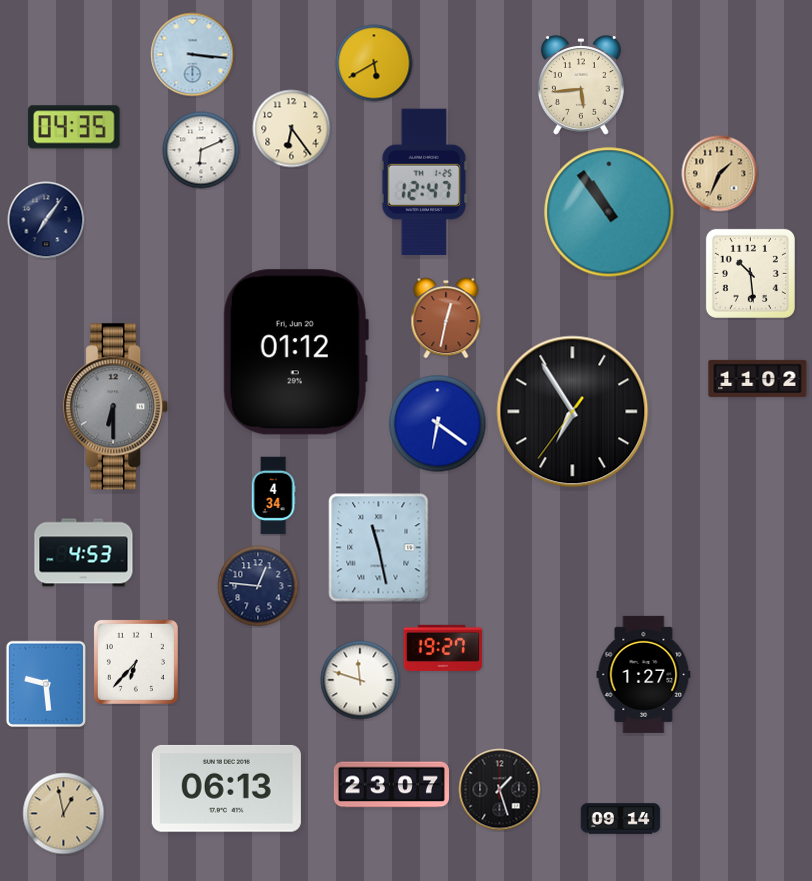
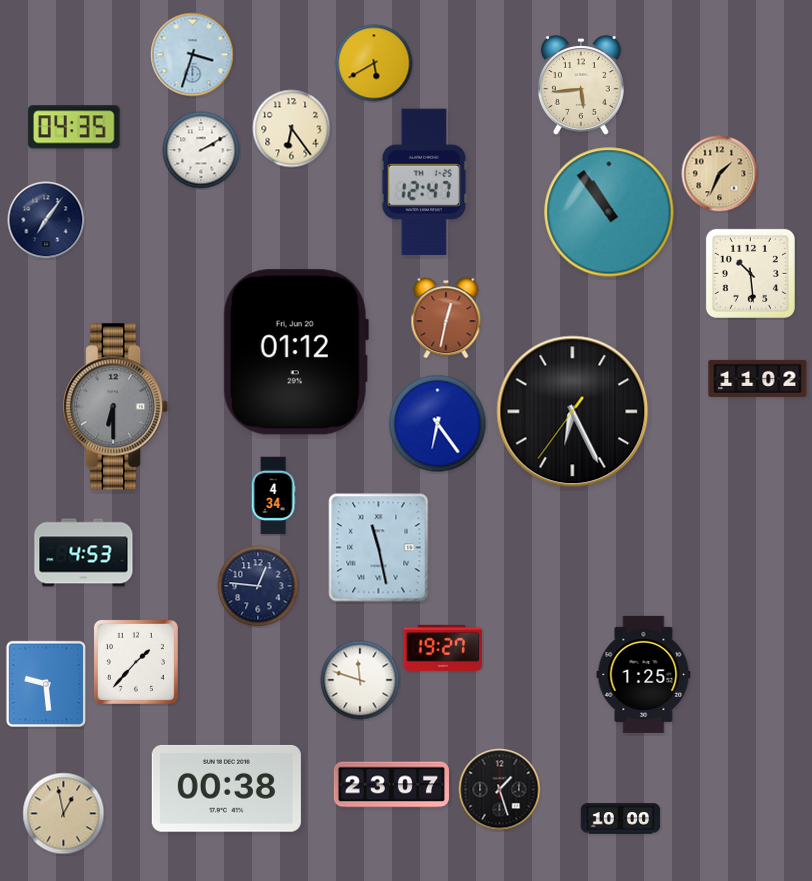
clock at (193, 55): 3:16 -> 3:33
clock at (201, 150): 6:11 -> 2:10
clock at (573, 412): 6:54 -> 6:25
clock at (438, 424): 6:21 -> 6:24
clock at (136, 662): 6:37 -> 1:37
clock at (644, 674): 1:27 -> 1:25
clock at (226, 788): 06:13 -> 00:38
clock at (621, 819): 09:14 -> 10:00
